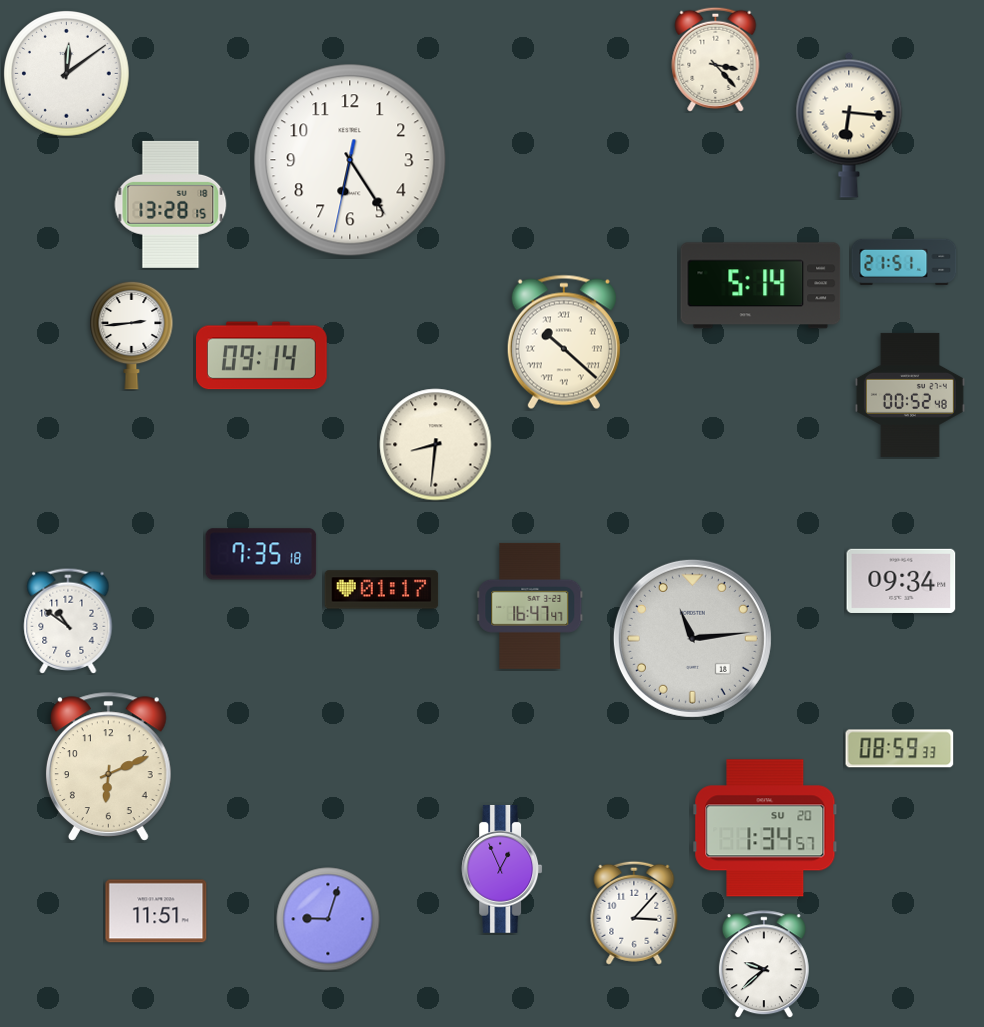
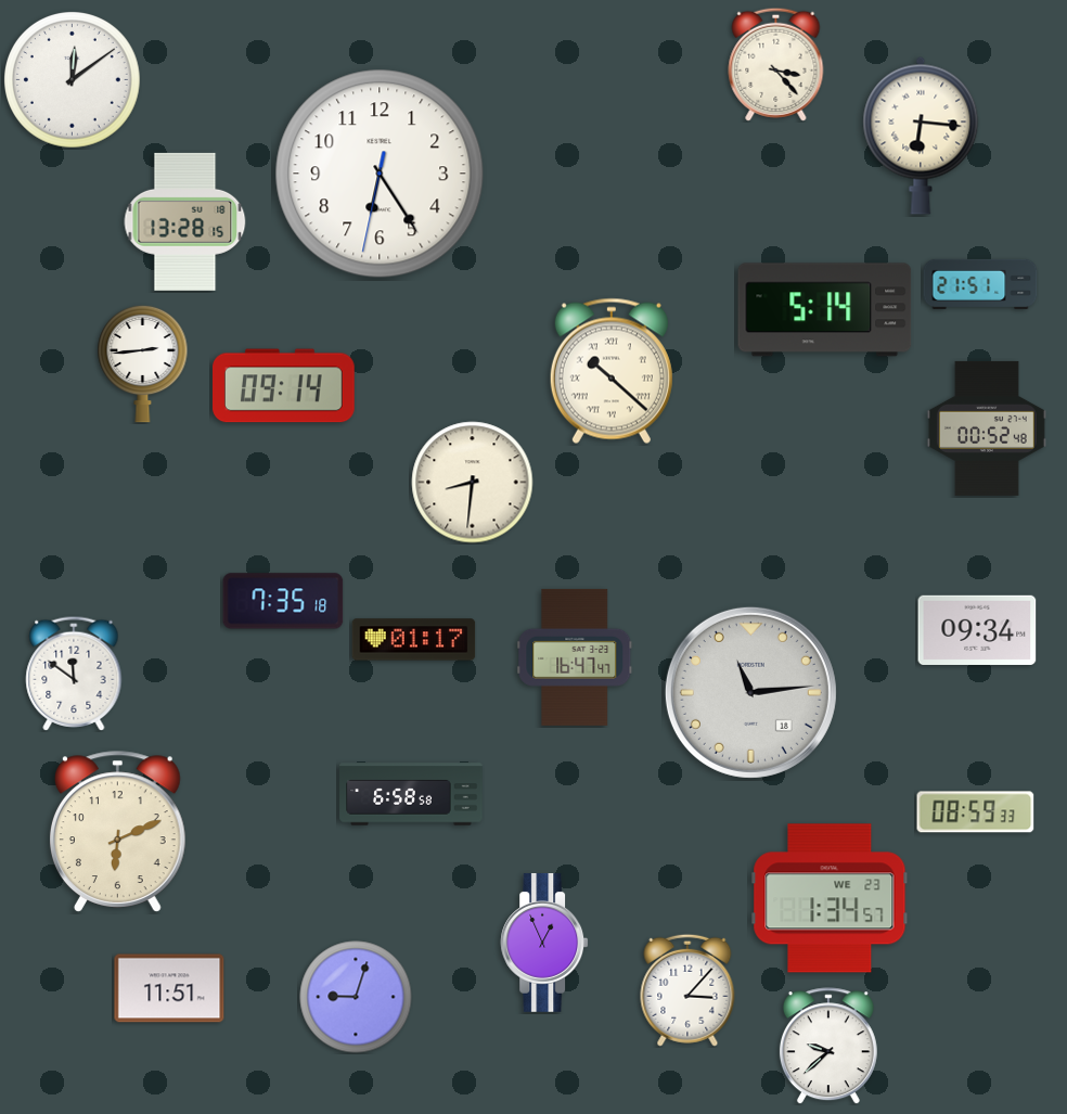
clock at (68, 621): 10:51 -> 11:51
clock at (411, 794): none -> 6:58
clock at (765, 828) date: SU 20 -> WE 23
